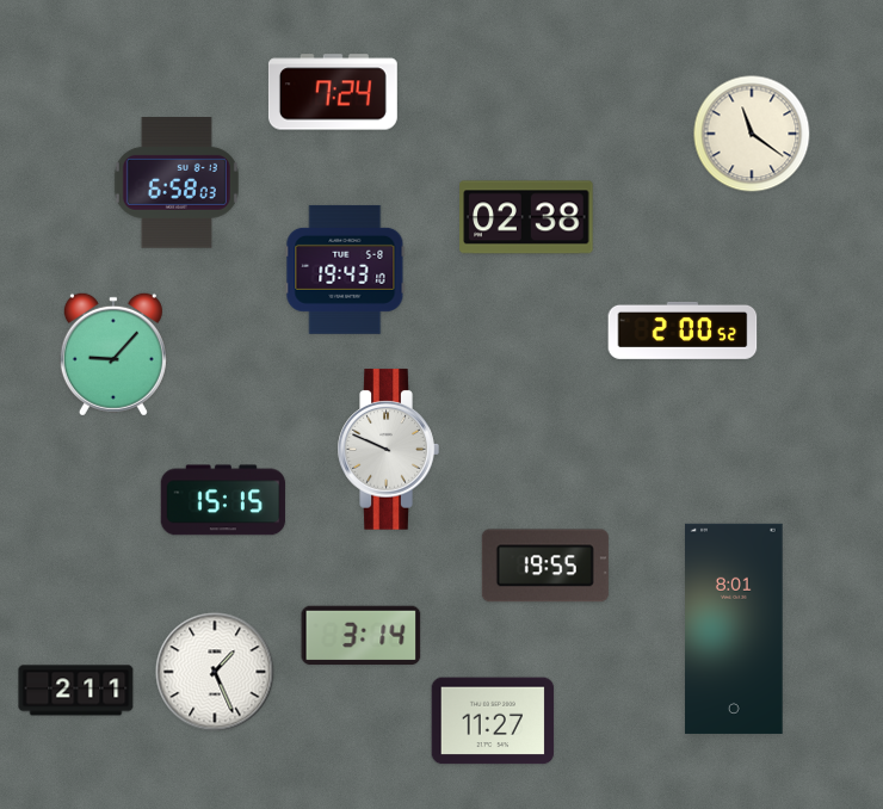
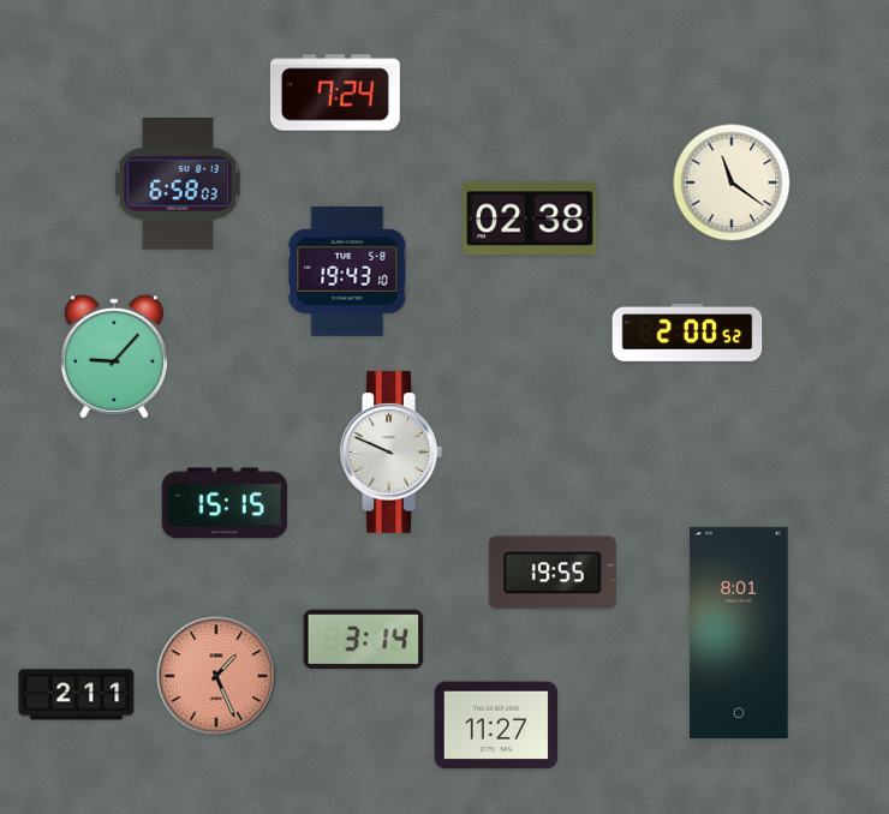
clock at (752, 134) position: (752, 134) -> (732, 182)
clock at (545, 566) position: (545, 566) -> (553, 573)
clock at (215, 672) dial: white -> salmon
